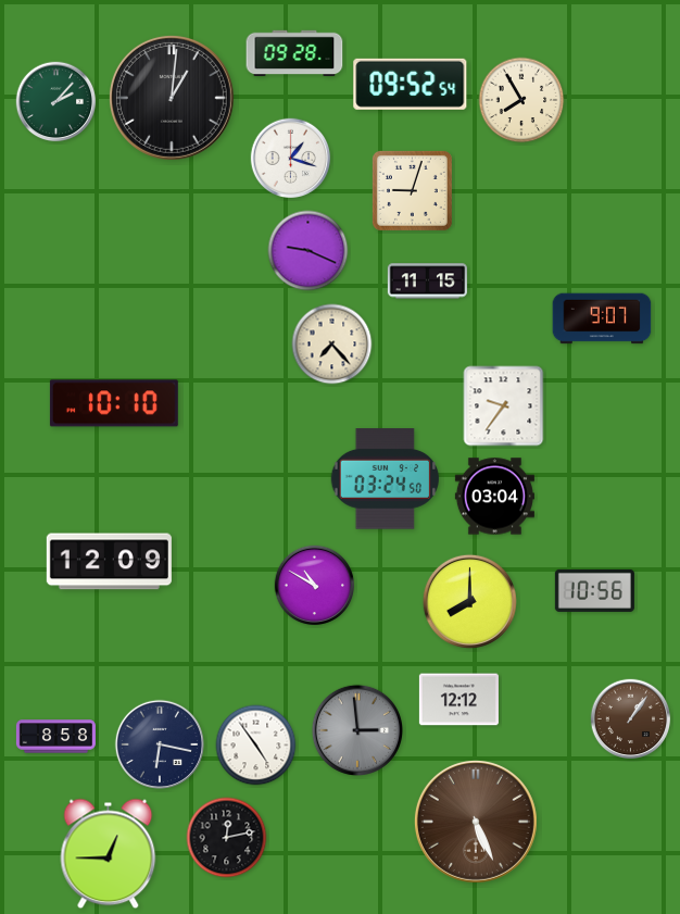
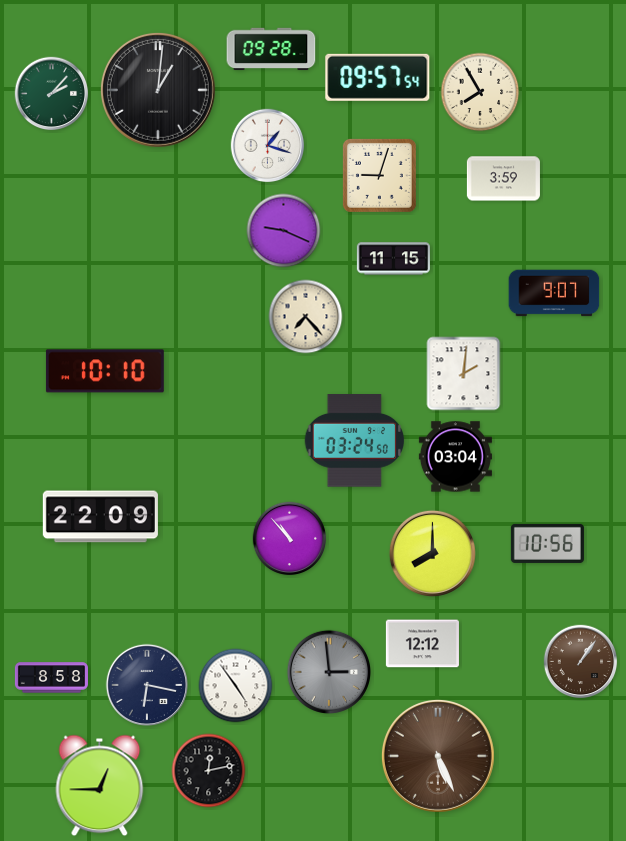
clock at (411, 84): 09:52 -> 09:57
clock at (503, 179): none -> 3:59
clock at (504, 406): 9:36 -> 2:01
clock at (109, 562): 12:09 -> 22:09
clock at (315, 586): 10:50 -> 10:53
